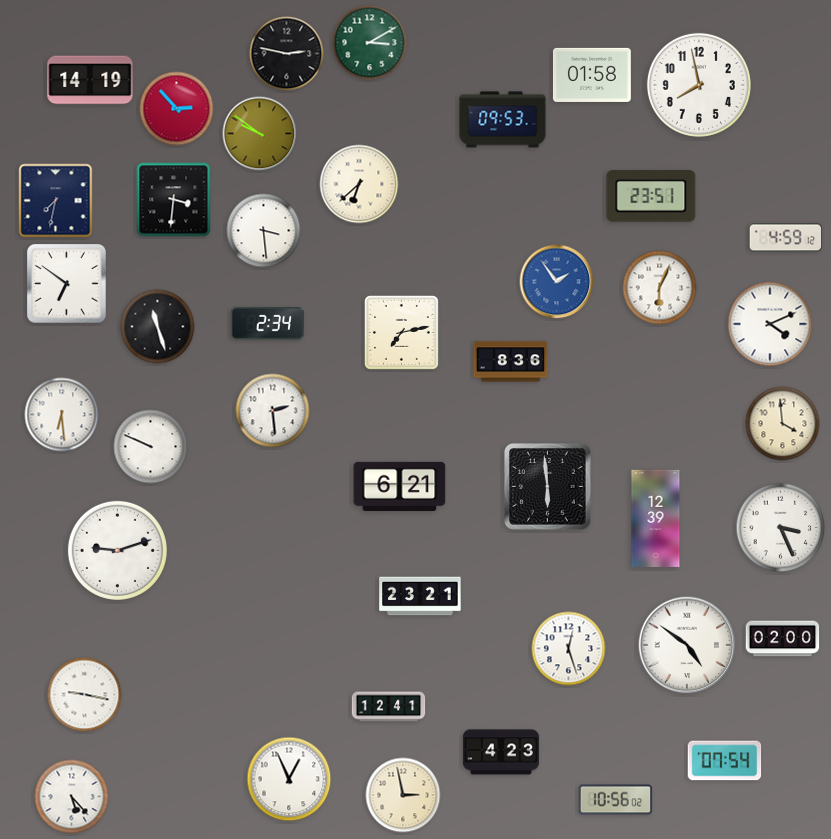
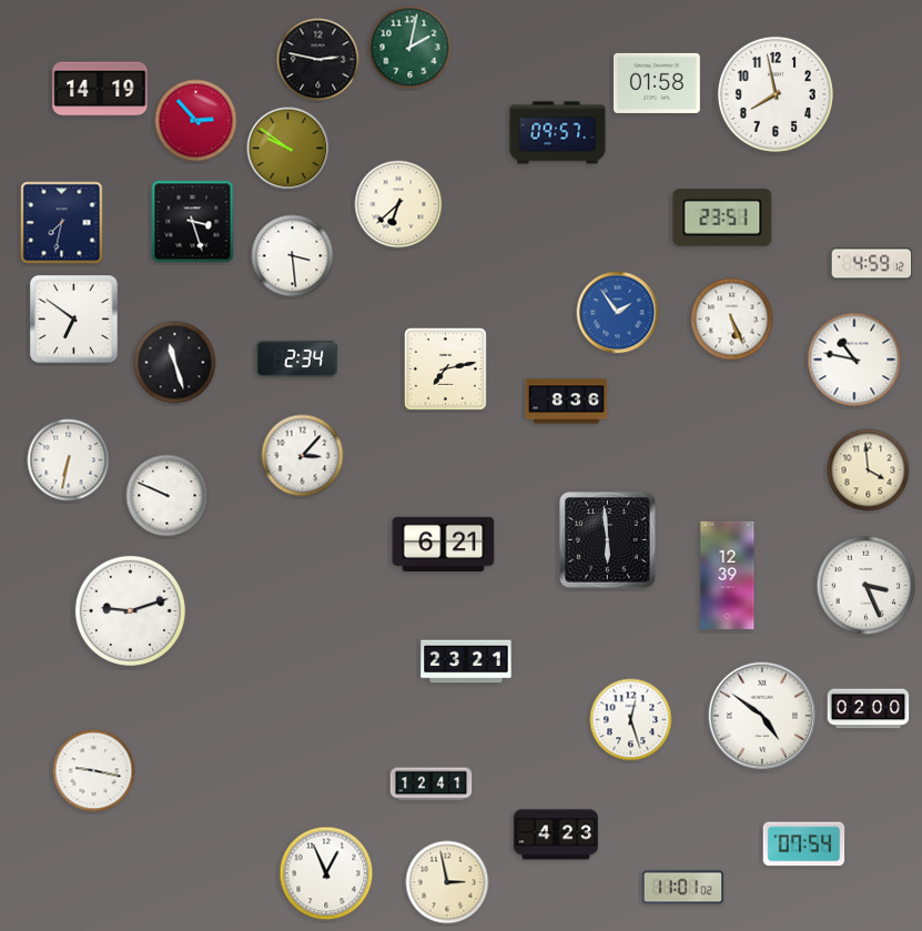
clock at (370, 43): 3:10 -> 2:02
clock at (503, 120): 09:53 -> 09:57
clock at (174, 200): 3:31 -> 3:27
clock at (67, 284) position: (67, 284) -> (74, 320)
clock at (660, 288): 6:04 -> 5:26
clock at (770, 324): 4:11 -> 10:47
clock at (273, 411): 2:29 -> 3:07
clock at (62, 415): 6:29 -> 6:32
clock at (400, 486) position: (400, 486) -> (444, 544)
clock at (289, 779) position: (289, 779) -> (326, 873)
clock at (72, 797): 5:23 -> none
clock at (616, 800): 10:56 -> 11:01
